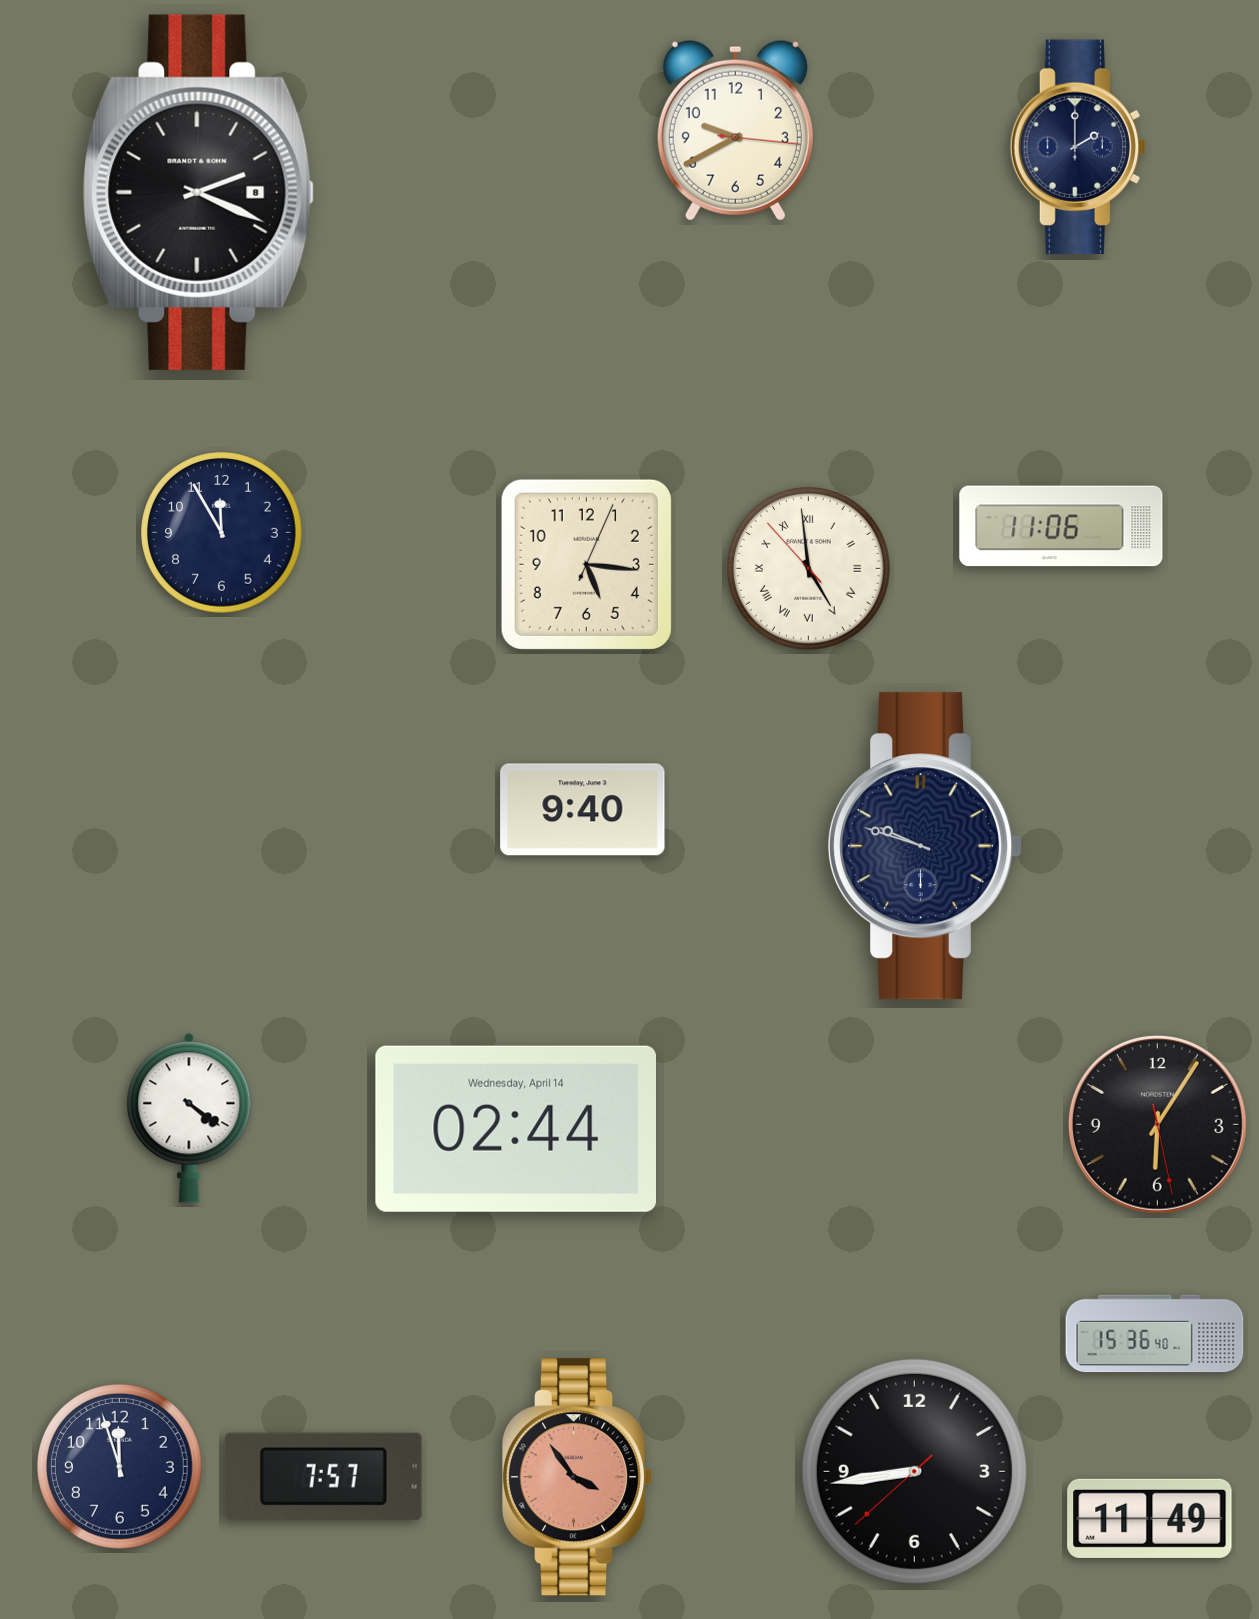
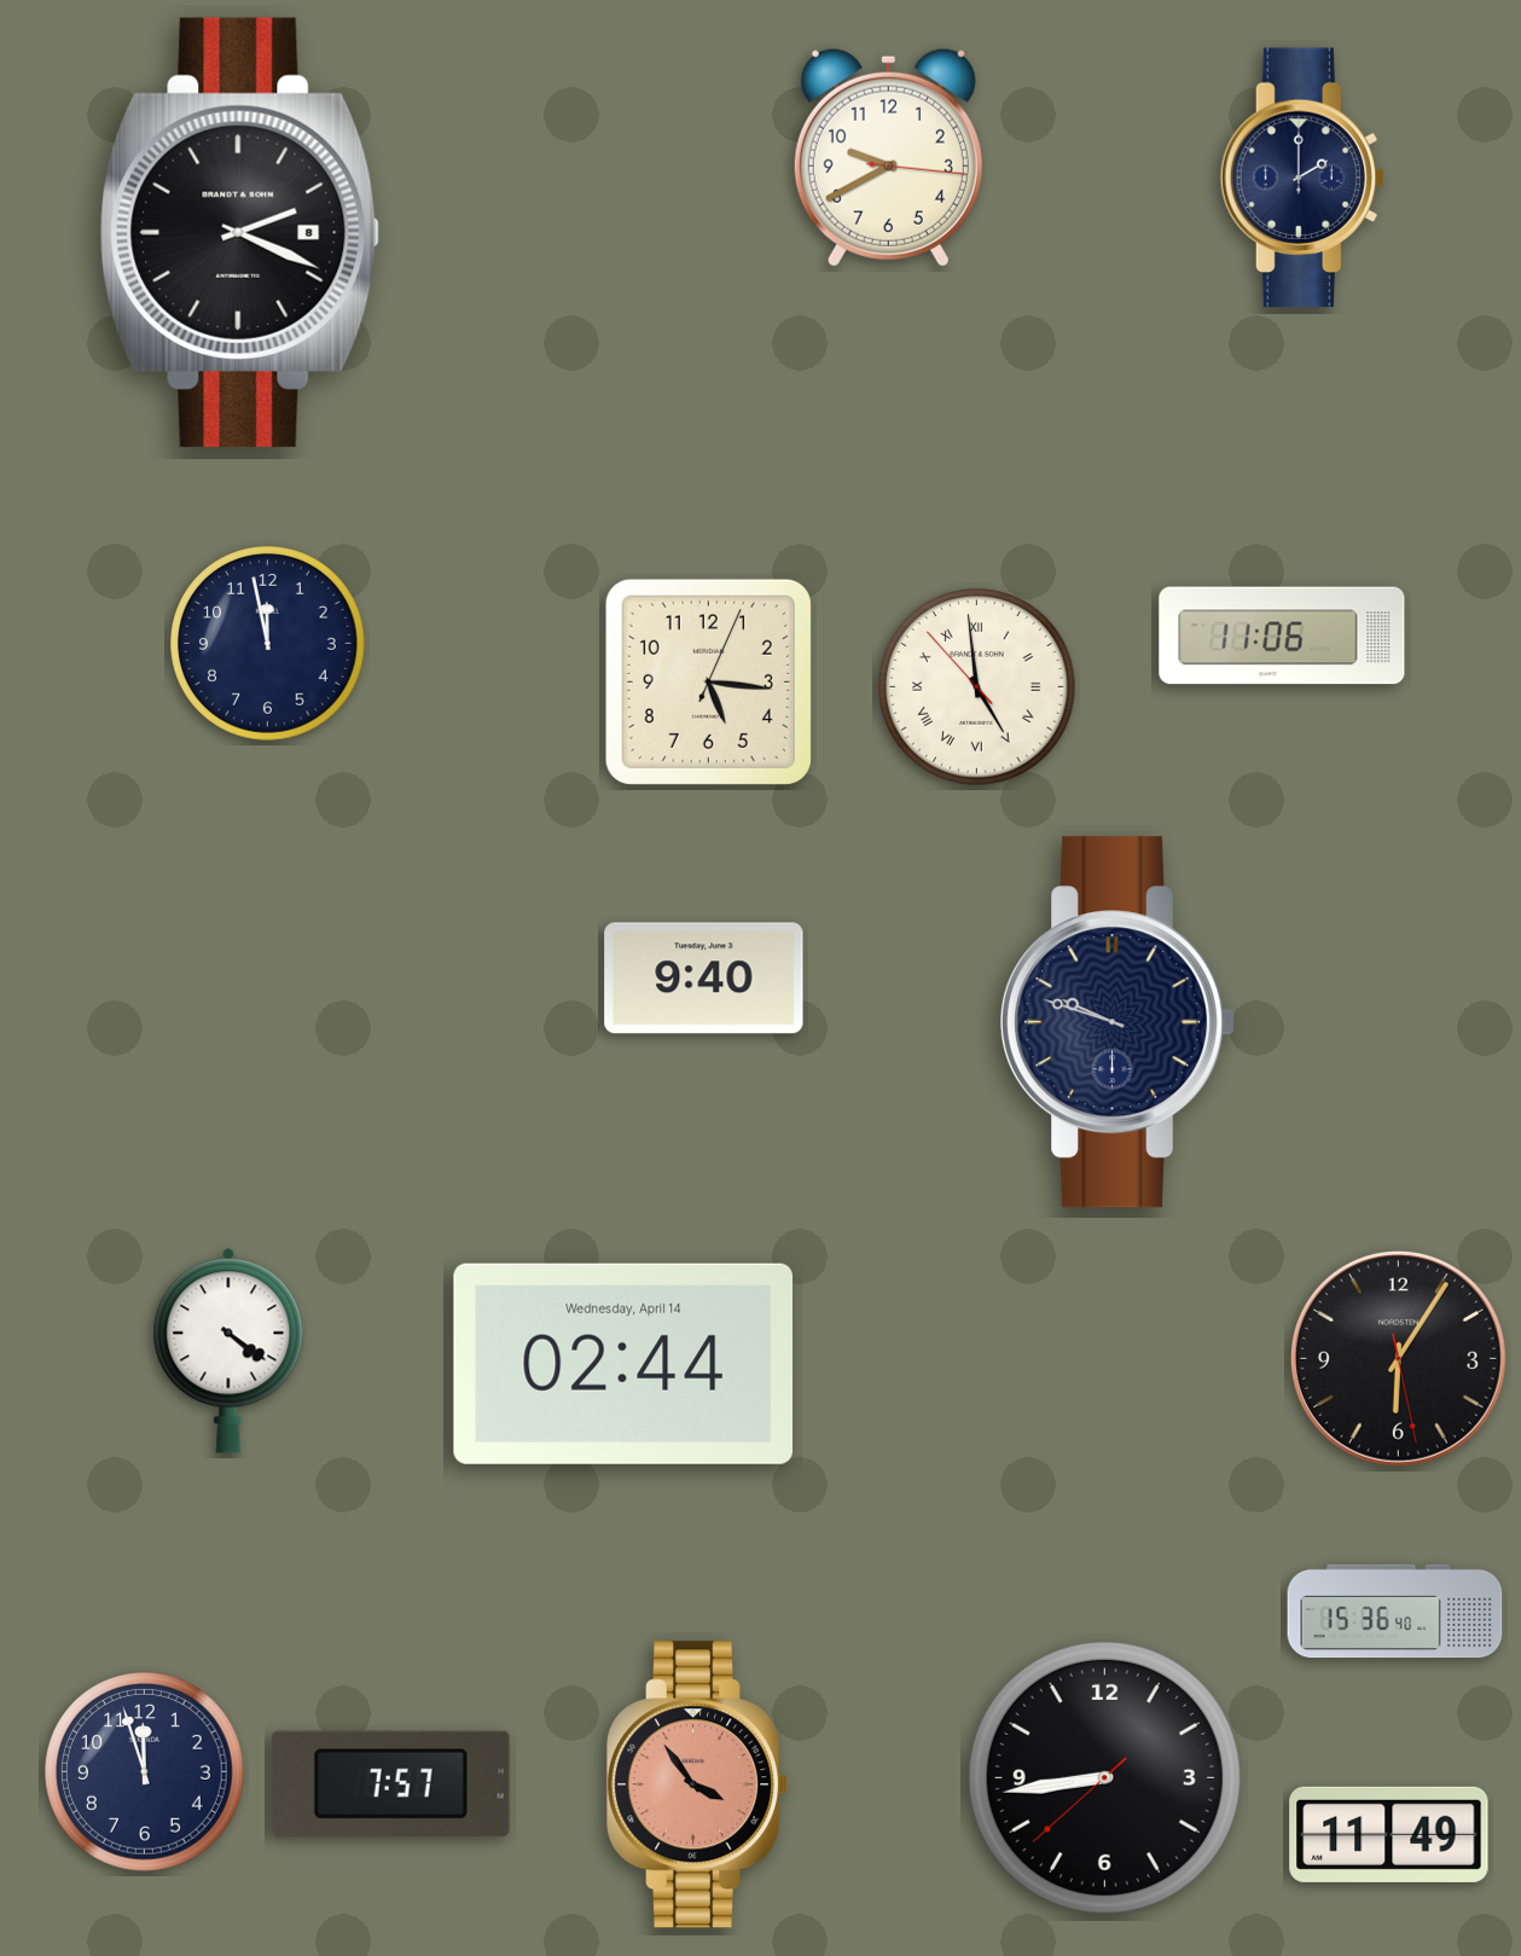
clock at (222, 533): 11:55 -> 11:58
